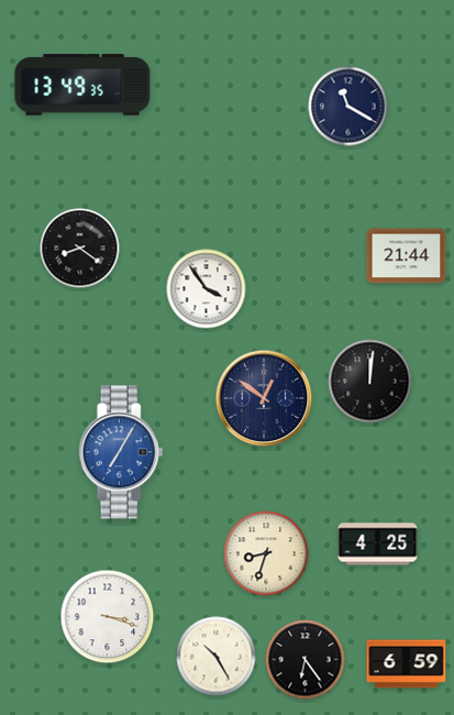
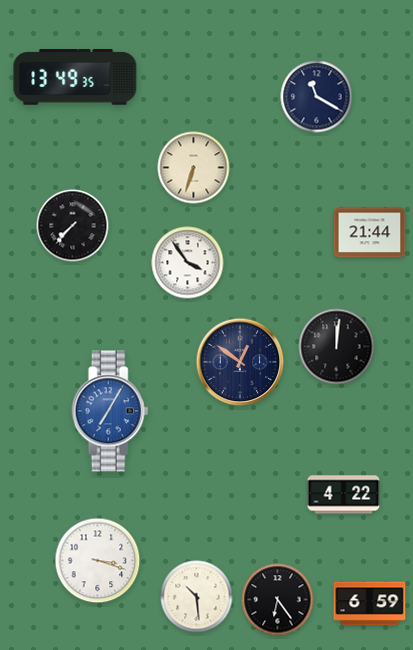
clock at (194, 168): none -> 6:33
clock at (80, 249): 8:21 -> 7:37
clock at (378, 544): 4:25 -> 4:22
clock at (266, 553): 8:33 -> none
clock at (217, 657): 10:25 -> 10:29
